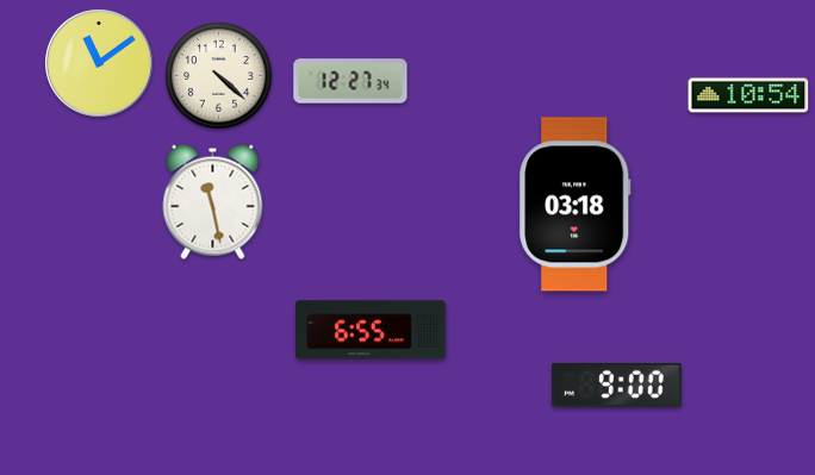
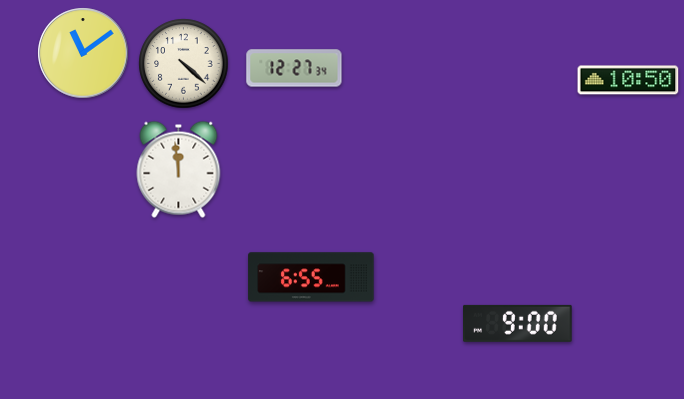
clock at (748, 95): 10:54 -> 10:50
clock at (213, 201): 11:28 -> 11:59
clock at (576, 205): 03:18 -> none
